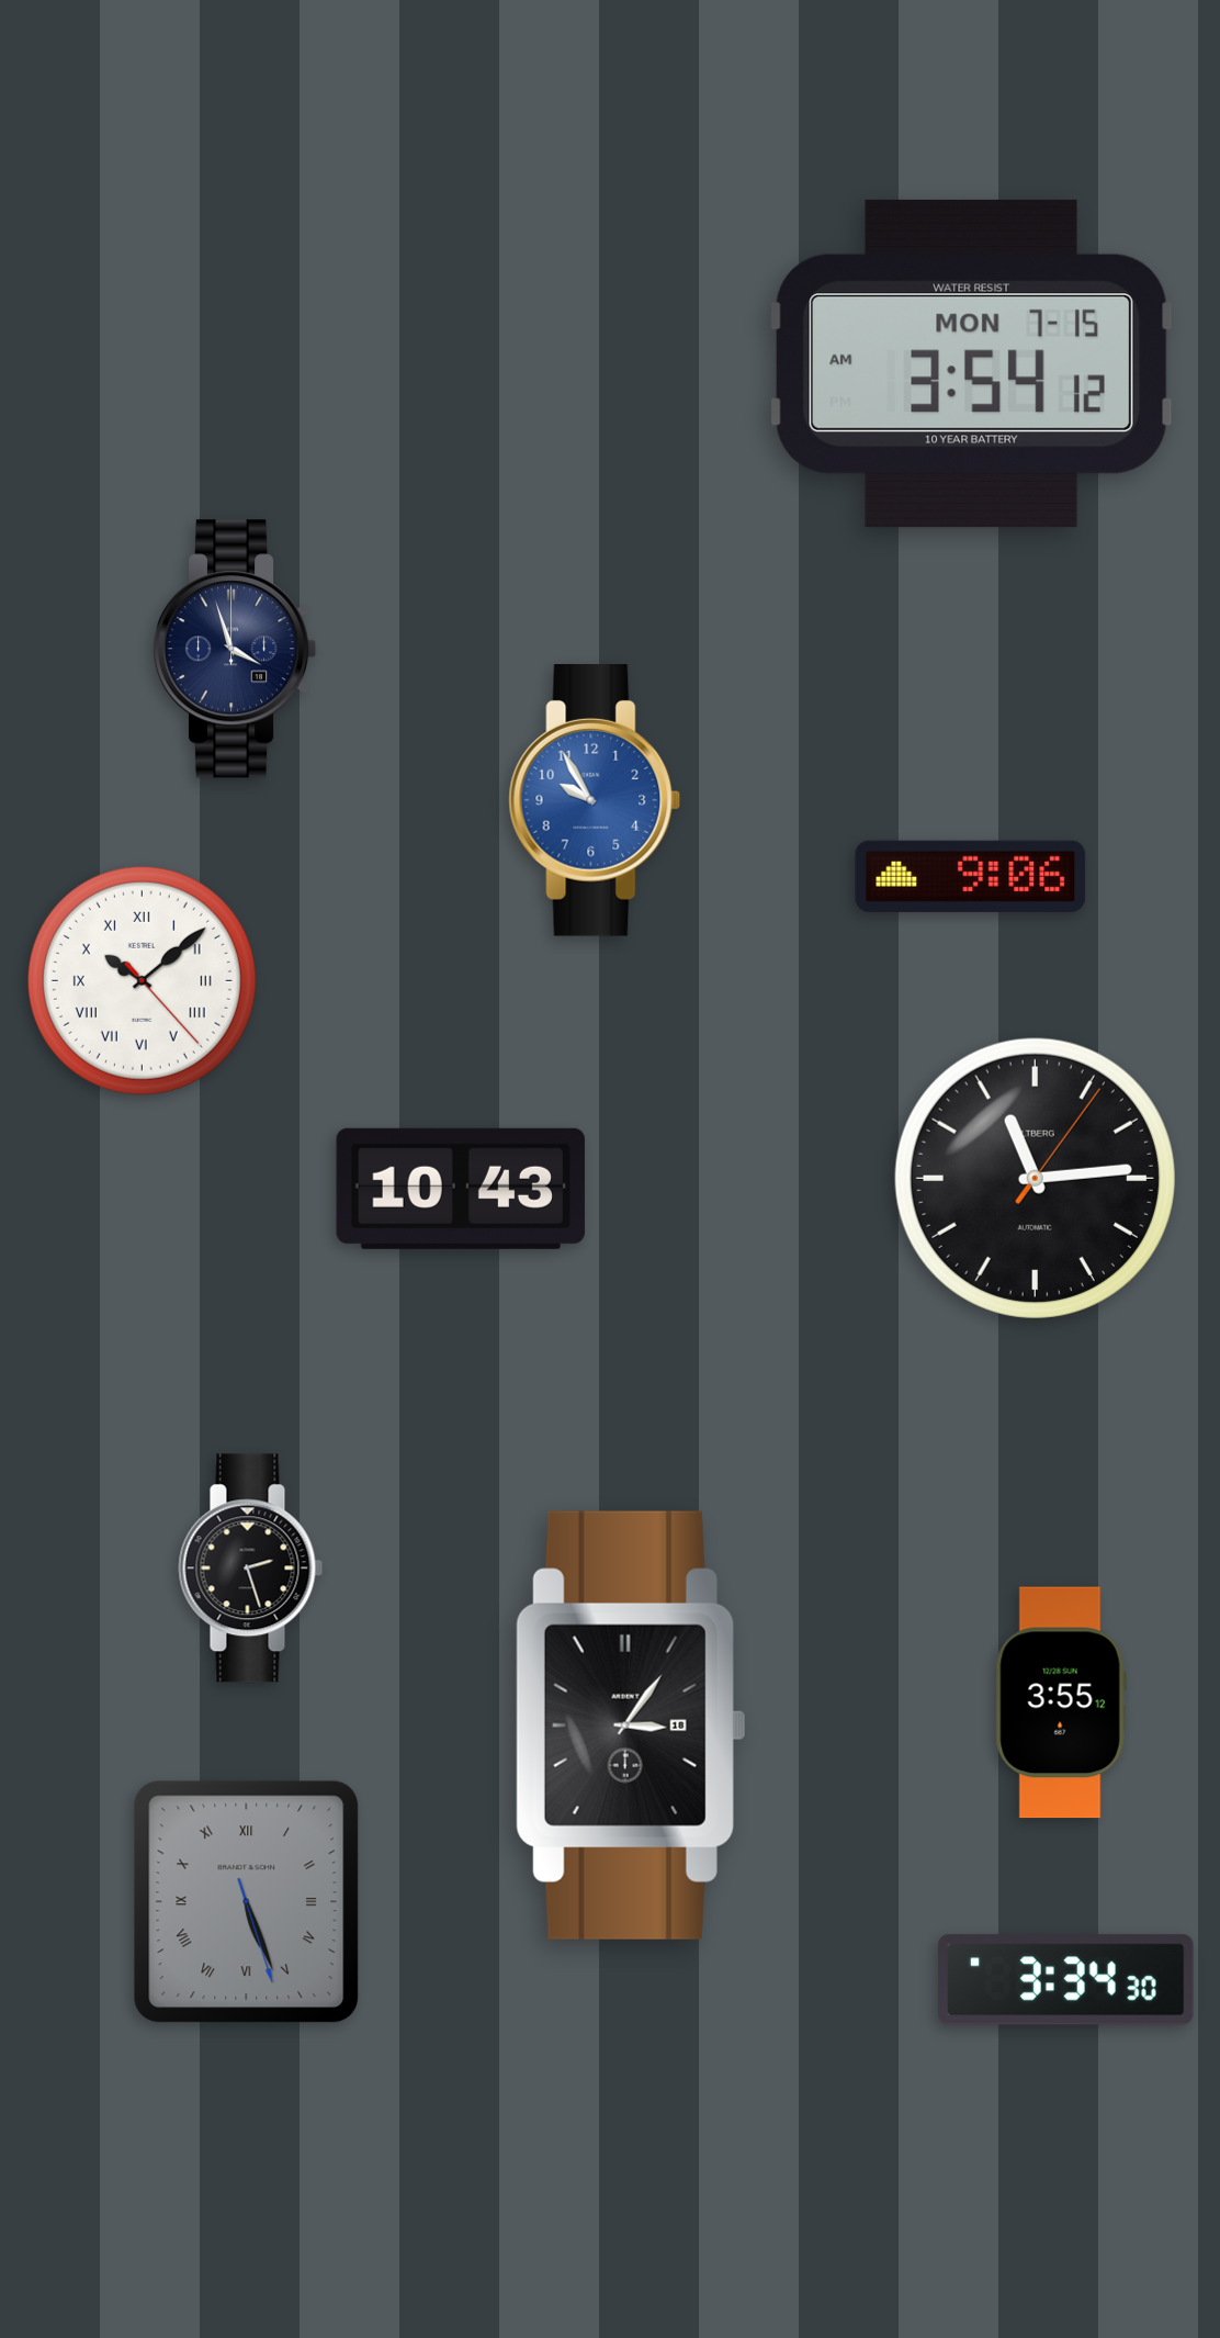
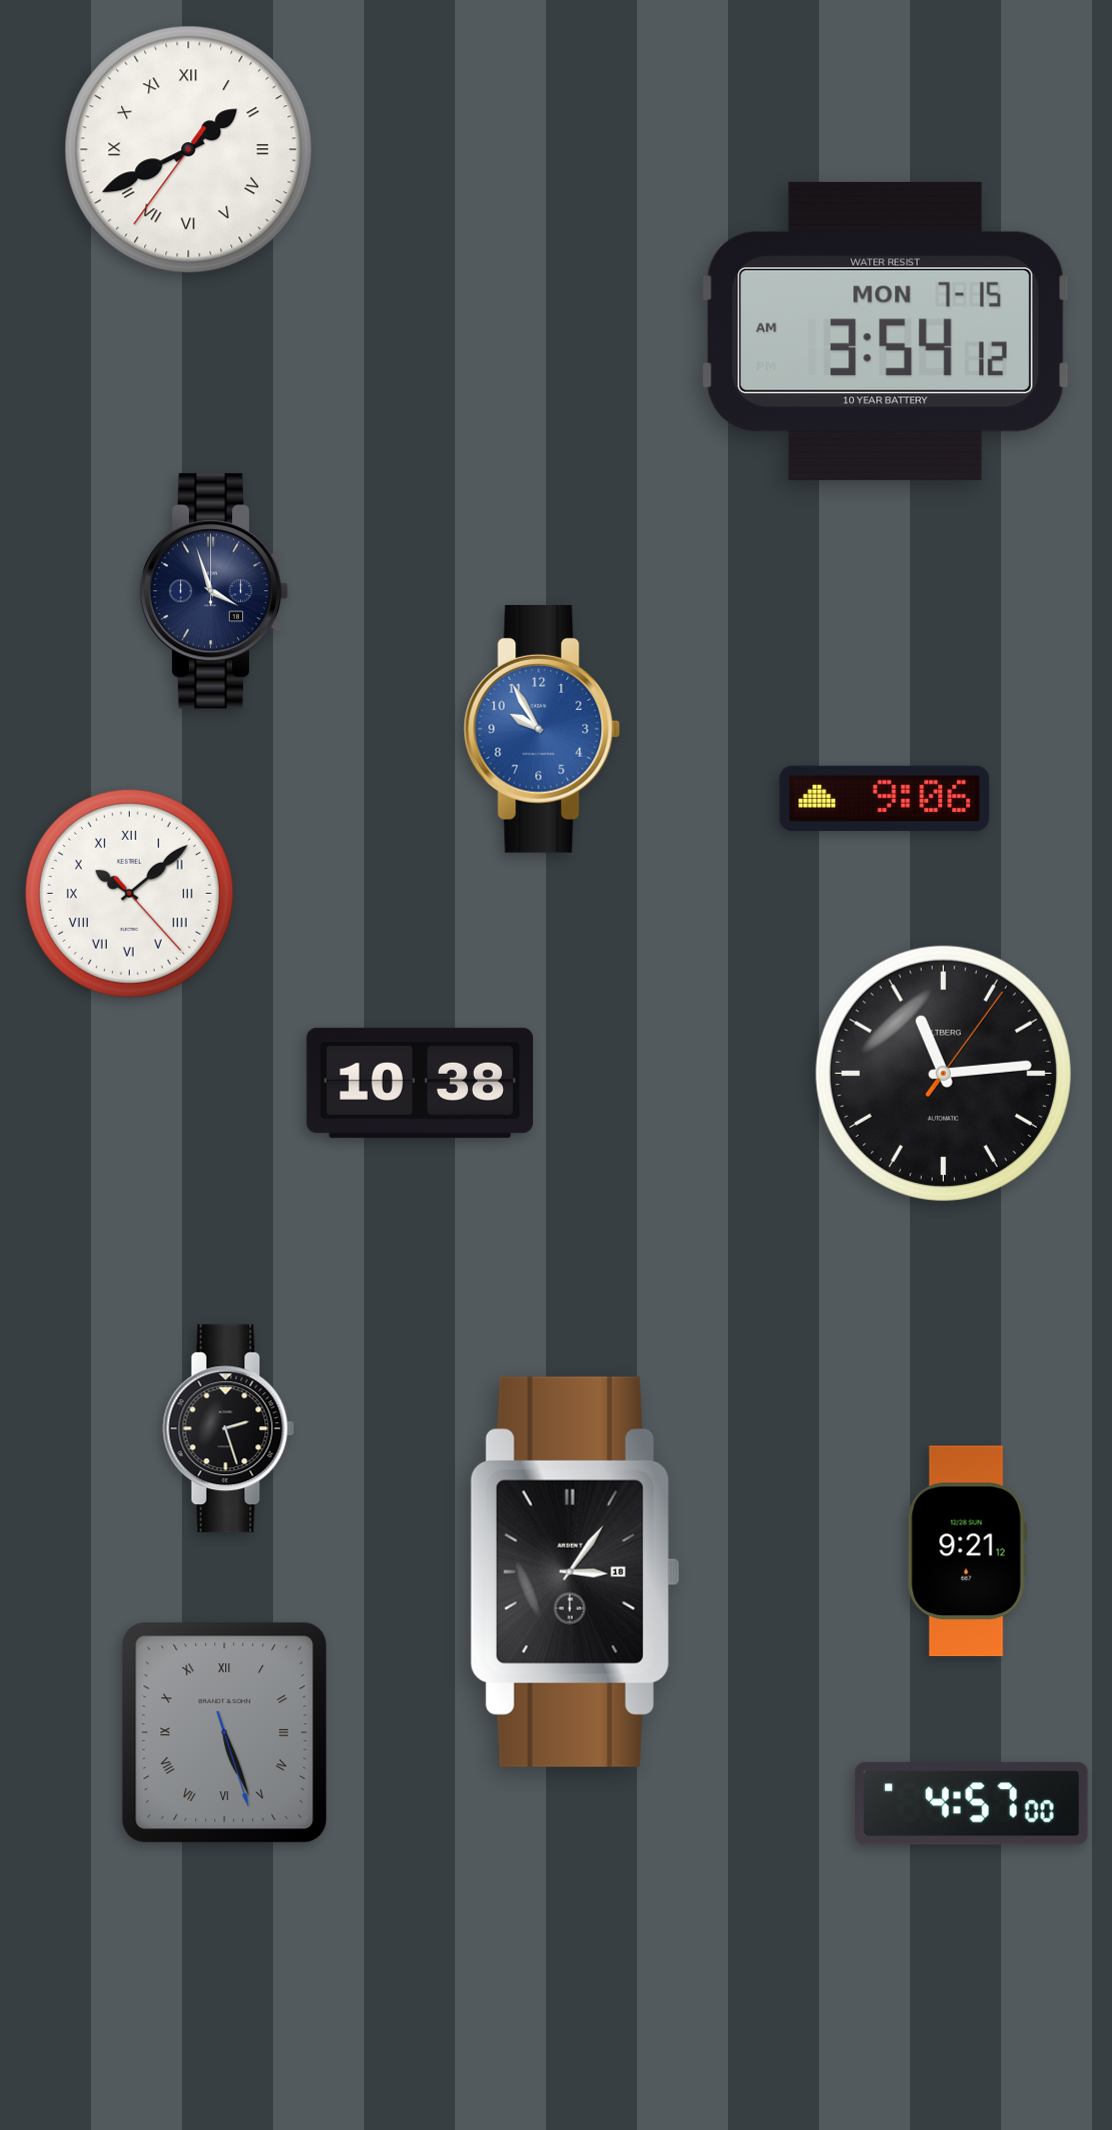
clock at (189, 150): none -> 1:40
clock at (461, 1189): 10:43 -> 10:38
clock at (1061, 1702): 3:55 -> 9:21
clock at (1066, 1980): 3:34 -> 4:57
